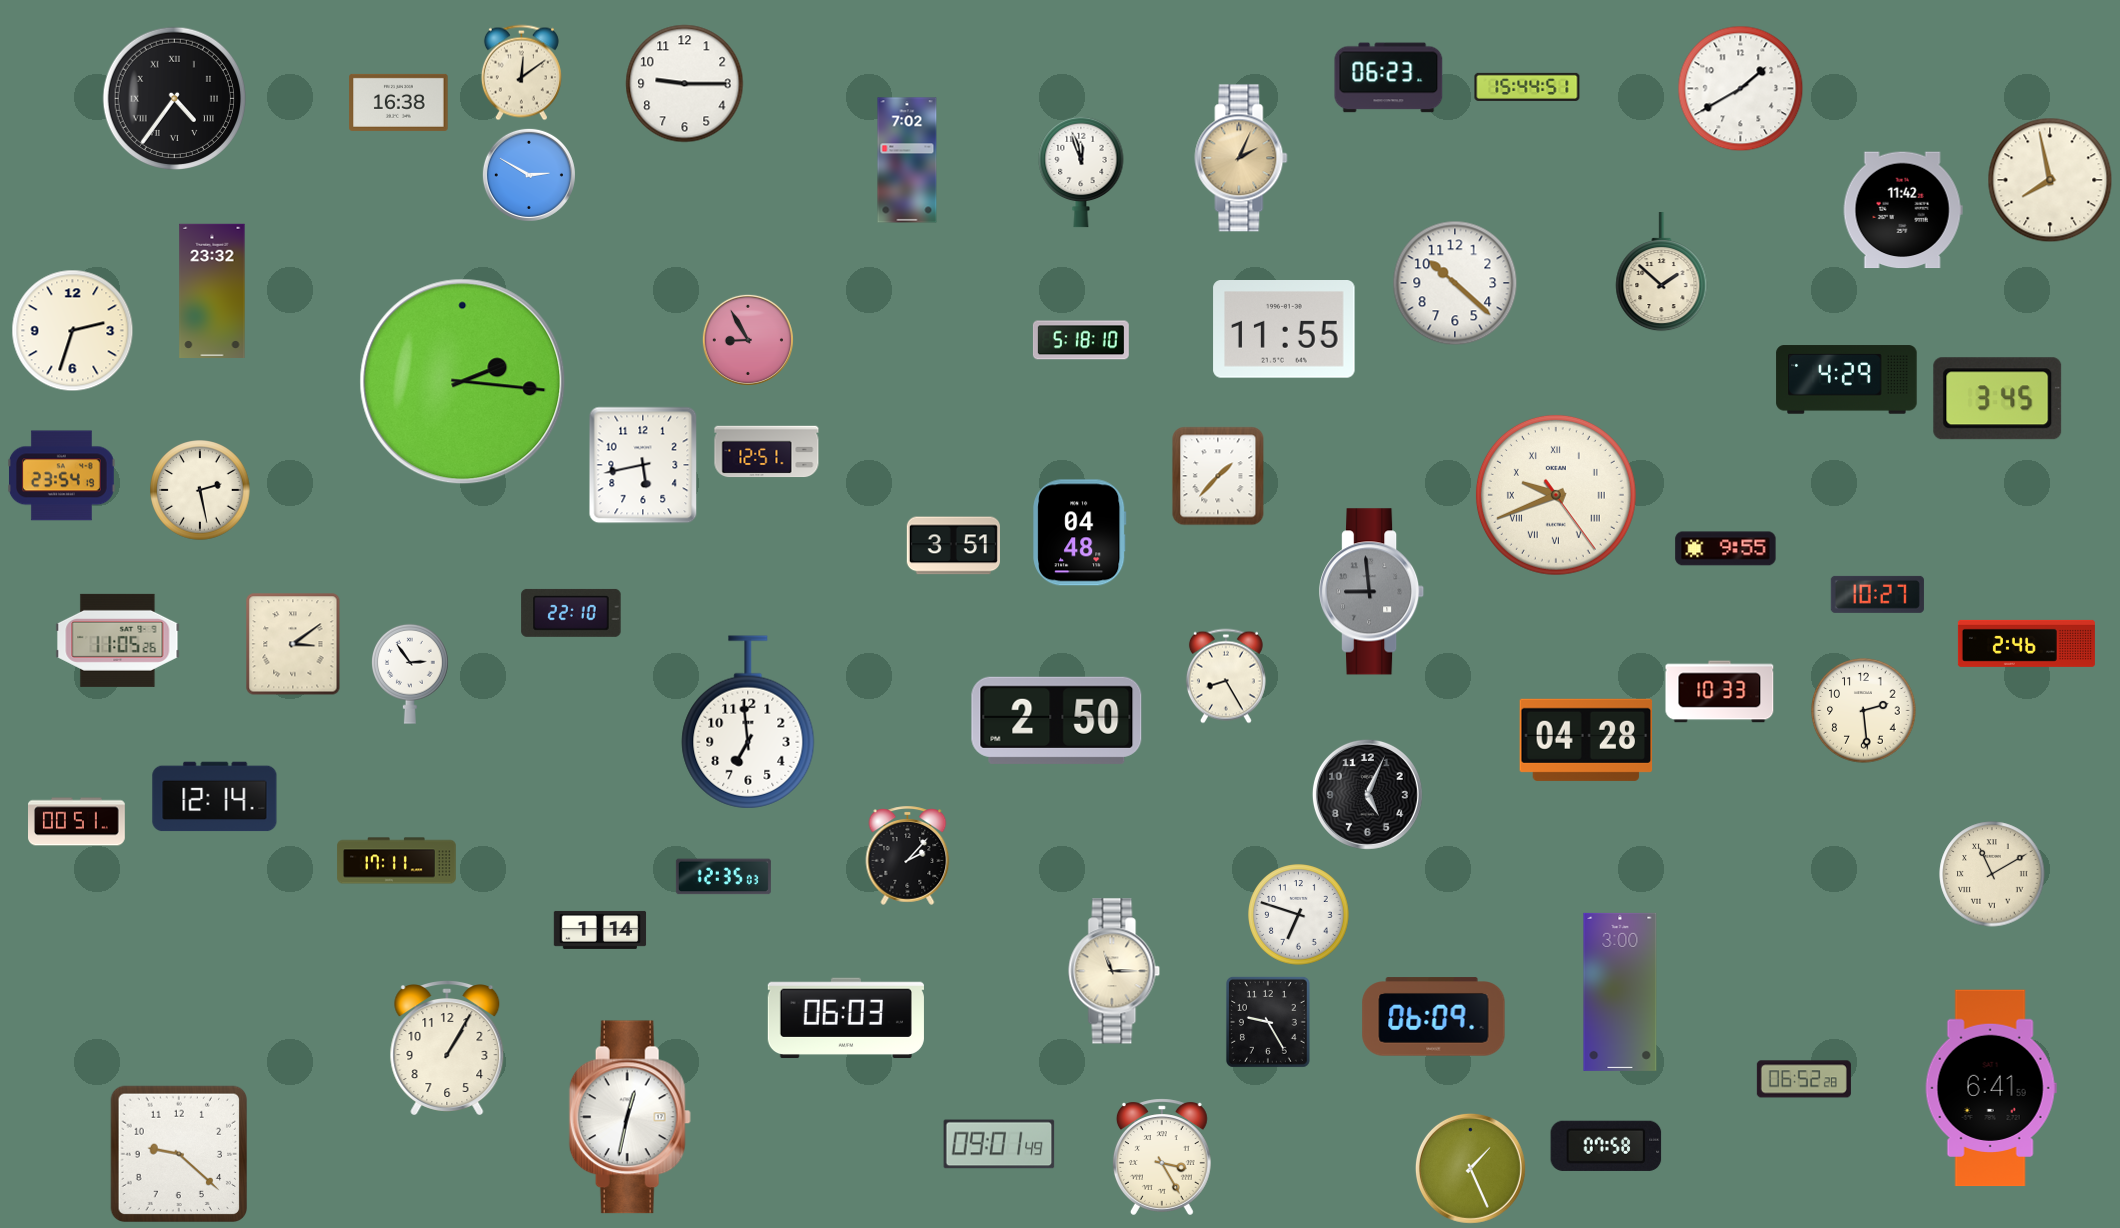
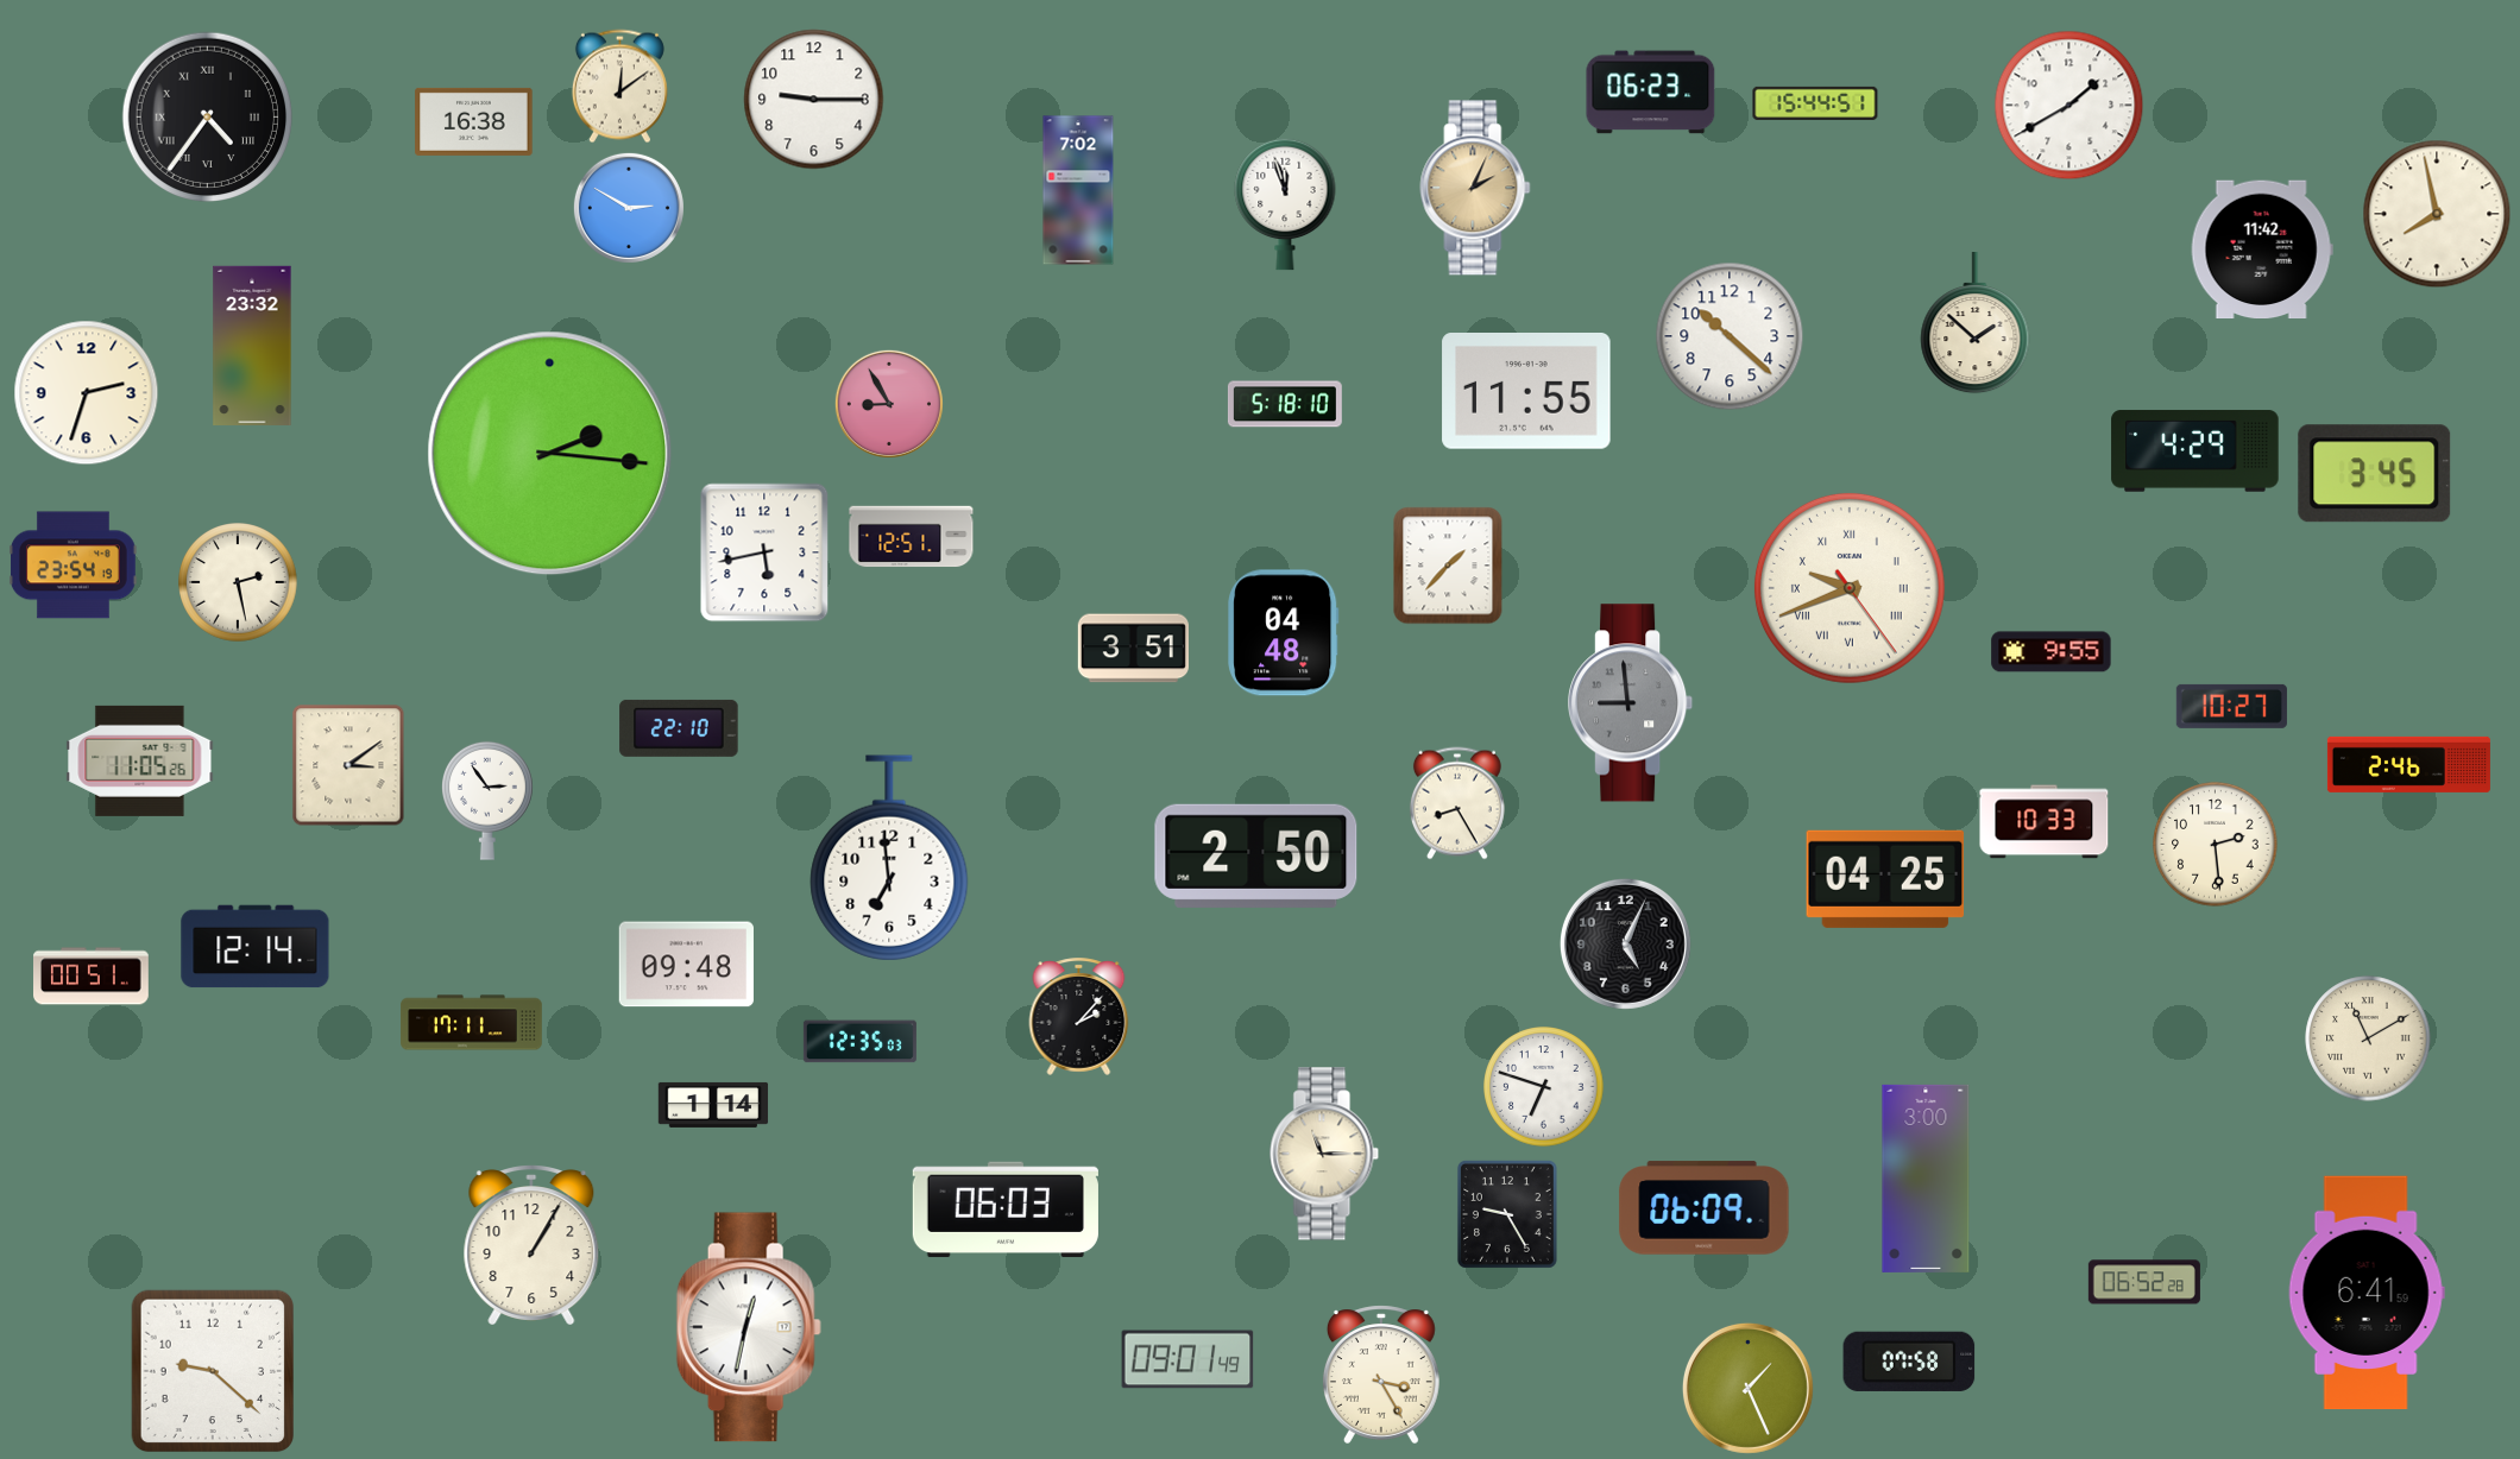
clock at (1586, 740): 04:28 -> 04:25
clock at (686, 965): none -> 09:48
